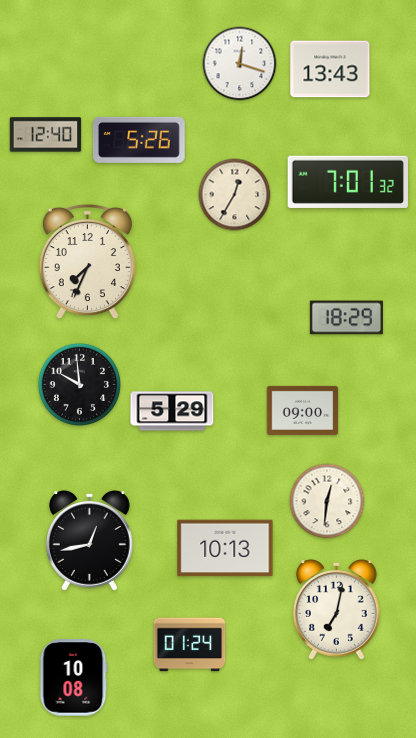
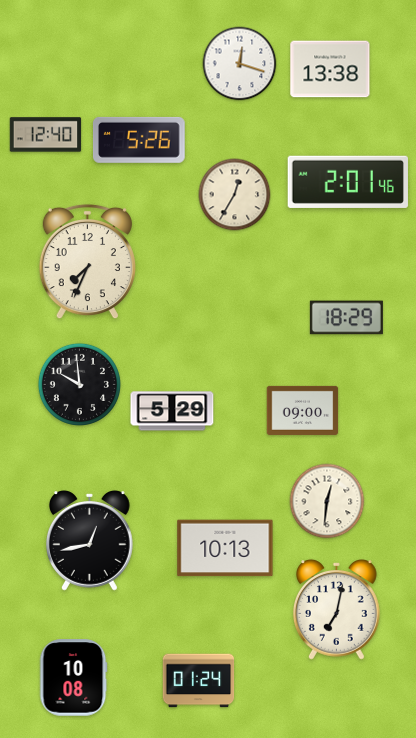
clock at (330, 69): 13:43 -> 13:38
clock at (348, 182): 7:01 -> 2:01
clock at (190, 645) position: (190, 645) -> (199, 681)
